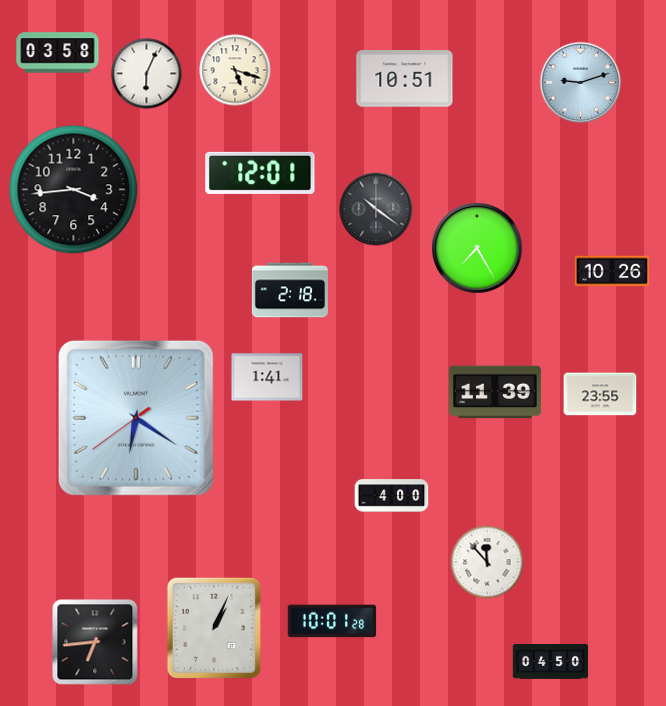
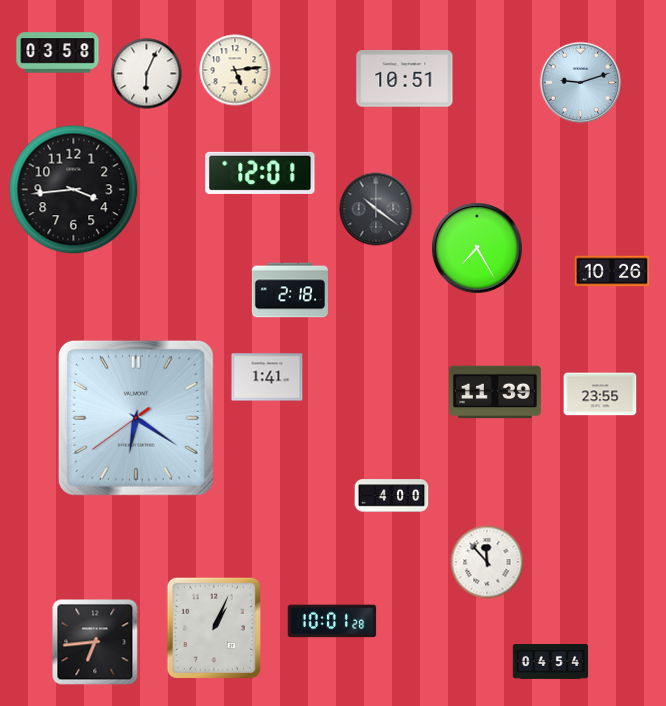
clock at (235, 70): 5:18 -> 5:14
clock at (551, 662): 04:50 -> 04:54
